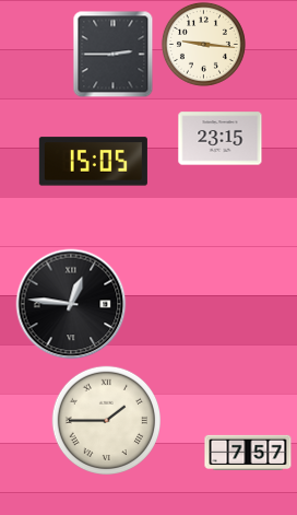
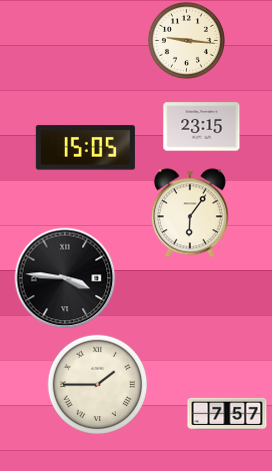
clock at (114, 54): 2:45 -> none
clock at (190, 213): none -> 6:06
clock at (71, 304): 12:46 -> 3:46
